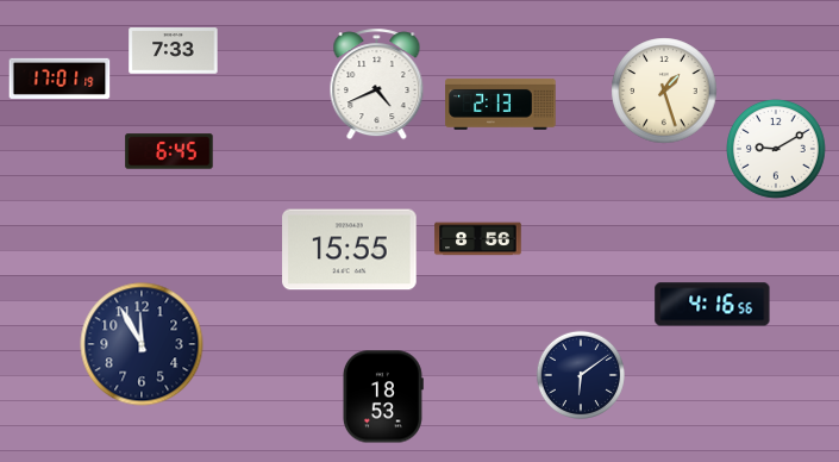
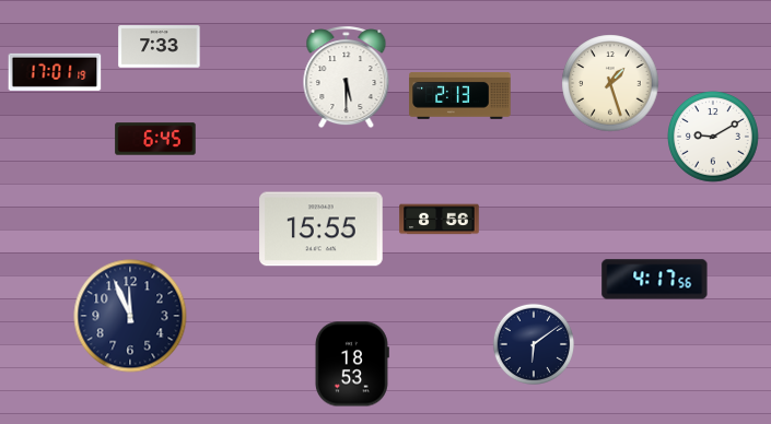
clock at (377, 85): 4:41 -> 5:30
clock at (713, 305): 4:16 -> 4:17
clock at (142, 344): 11:55 -> 11:56
